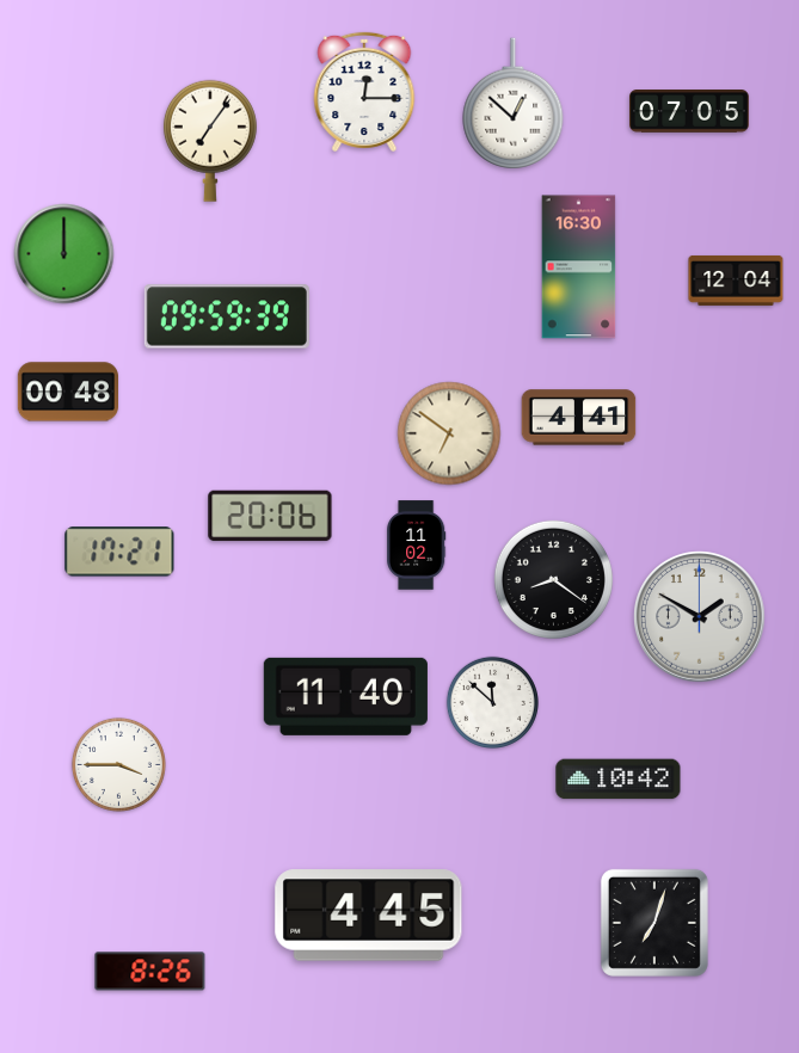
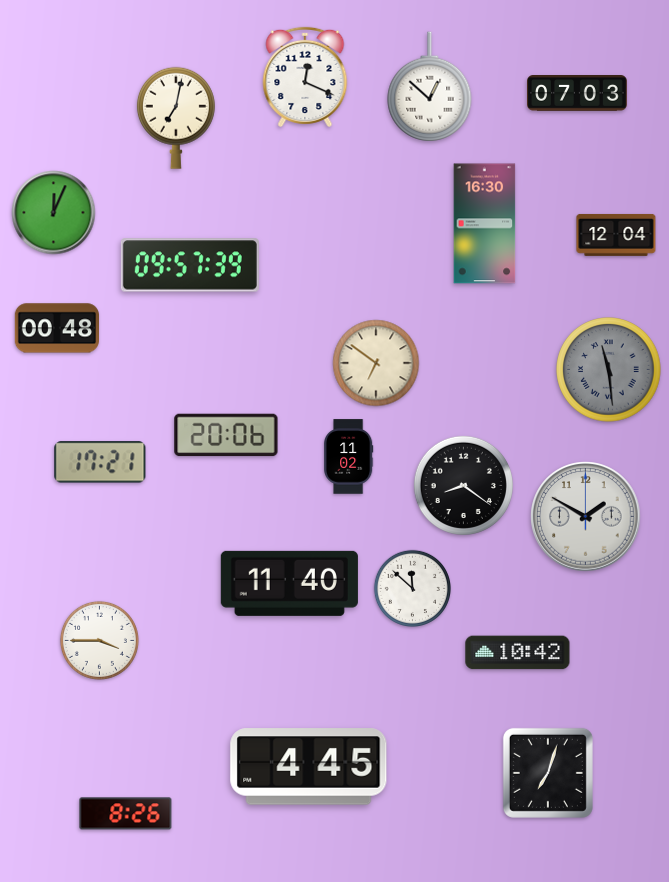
clock at (364, 92): 12:15 -> 12:19
clock at (690, 112): 07:05 -> 07:03
clock at (210, 141): 7:06 -> 7:02
clock at (64, 254): 12:00 -> 12:04
clock at (227, 316): 09:59 -> 09:57
clock at (579, 418): 4:41 -> none
clock at (609, 370): none -> 11:29
clock at (270, 516) position: (270, 516) -> (226, 435)
